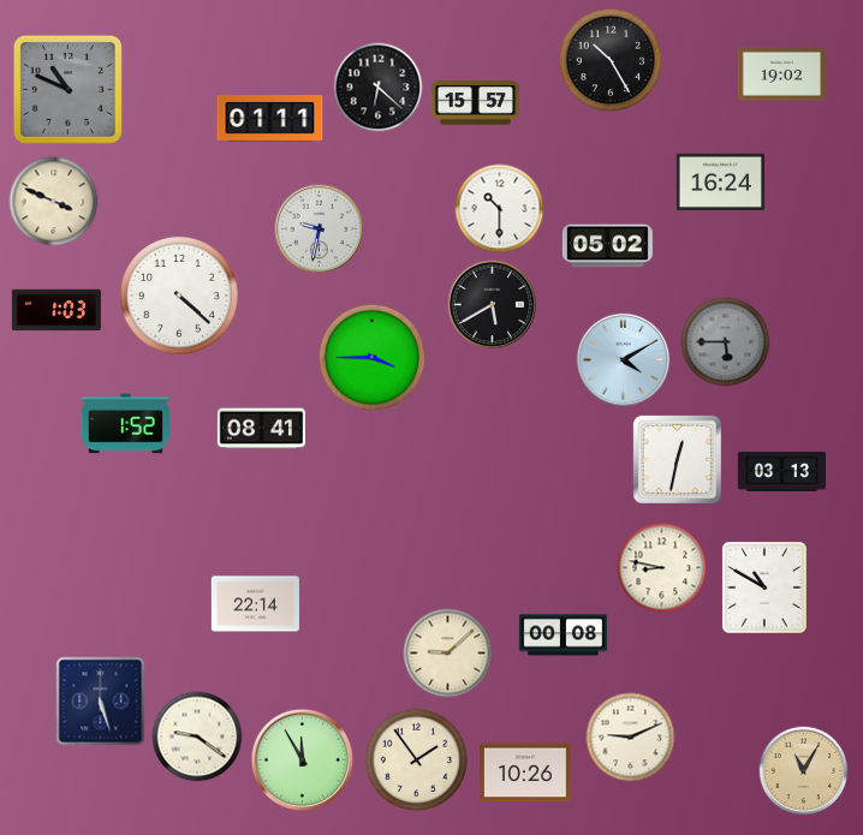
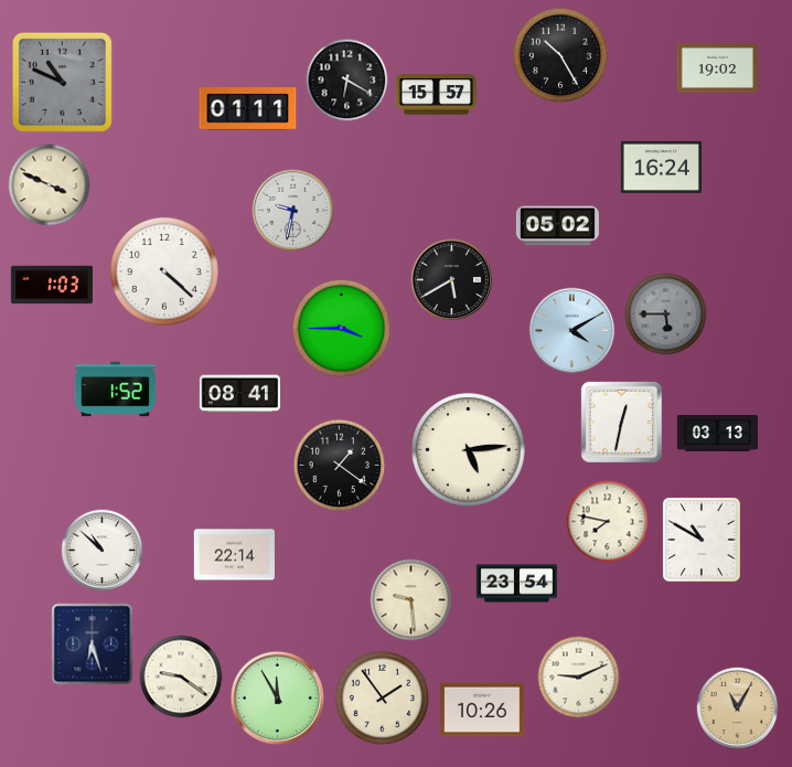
clock at (379, 88): 6:22 -> 6:20
clock at (500, 209): 10:30 -> none
clock at (469, 450): none -> 5:14
clock at (340, 466): none -> 1:21
clock at (662, 568): 8:47 -> 7:47
clock at (103, 551): none -> 10:52
clock at (563, 636): 00:08 -> 23:54
clock at (448, 654): 9:08 -> 9:29
clock at (101, 702): 5:27 -> 6:27
